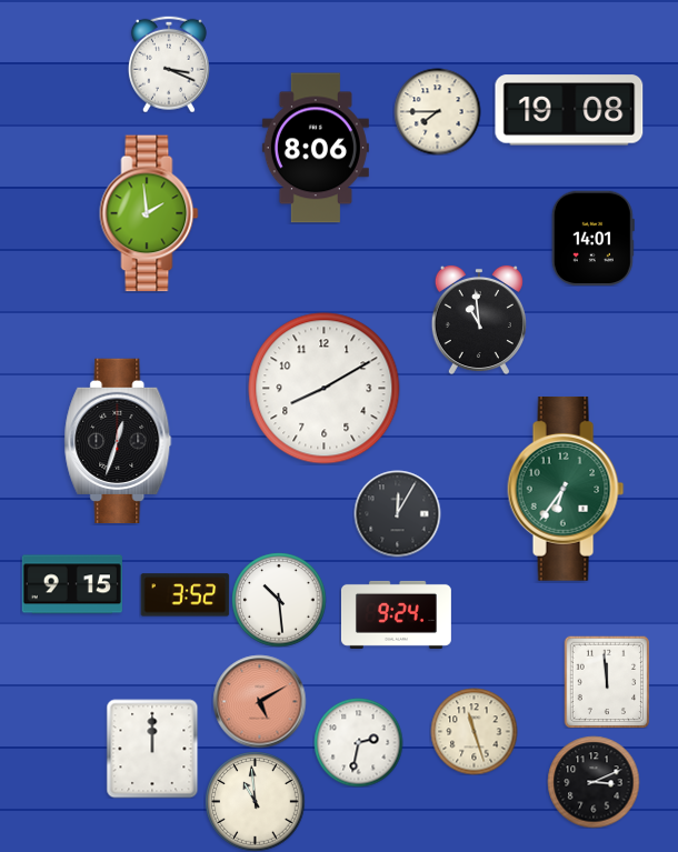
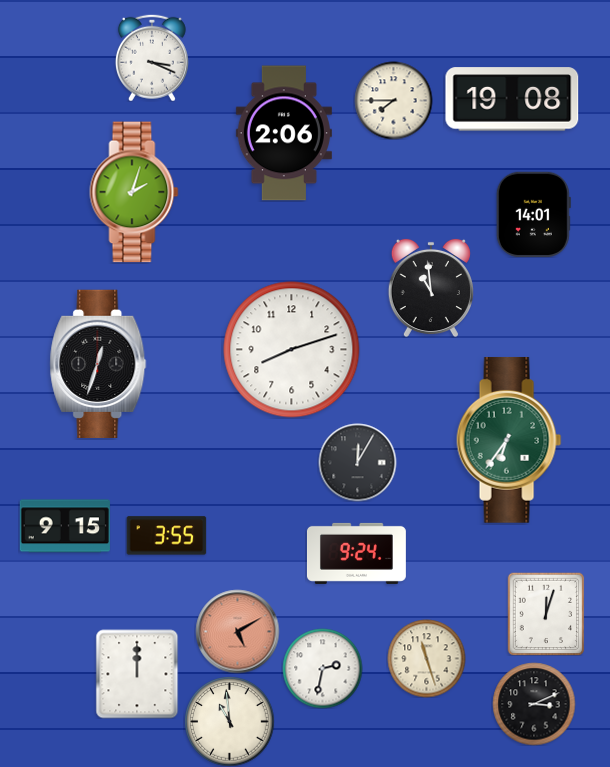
clock at (316, 148): 8:06 -> 2:06
clock at (149, 213): 1:59 -> 2:03
clock at (325, 389): 8:10 -> 8:12
clock at (118, 440) position: (118, 440) -> (98, 363)
clock at (185, 595): 3:52 -> 3:55
clock at (279, 600): 10:29 -> none
clock at (607, 682): 11:59 -> 12:03
clock at (259, 701) position: (259, 701) -> (237, 631)
